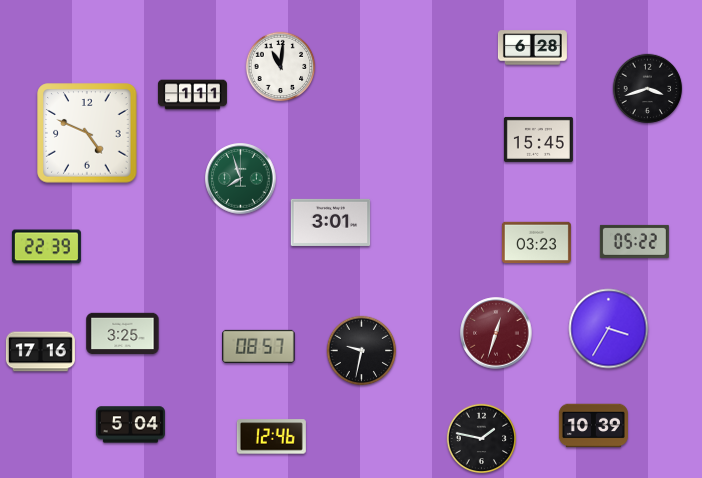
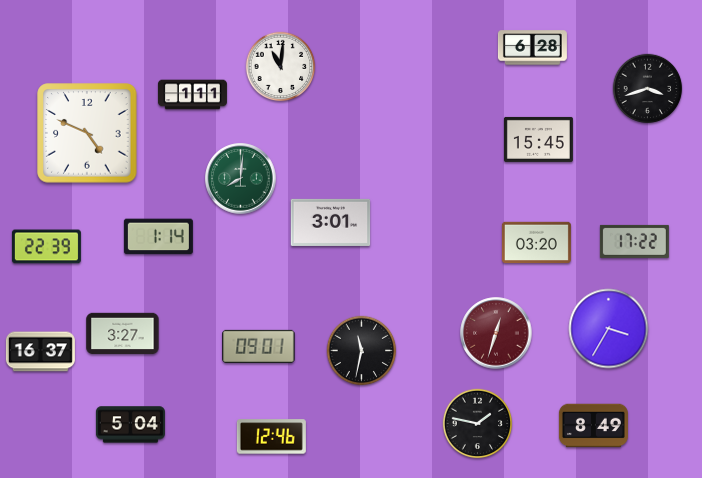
clock at (241, 179): 7:57 -> 8:01
clock at (158, 237): none -> 1:14
clock at (634, 241): 05:22 -> 17:22
clock at (536, 243): 03:23 -> 03:20
clock at (123, 334): 3:25 -> 3:27
clock at (259, 346): 08:57 -> 09:01
clock at (362, 351): 9:32 -> 11:32
clock at (40, 352): 17:16 -> 16:37
clock at (593, 426): 10:39 -> 8:49
clock at (482, 439) position: (482, 439) -> (478, 424)
